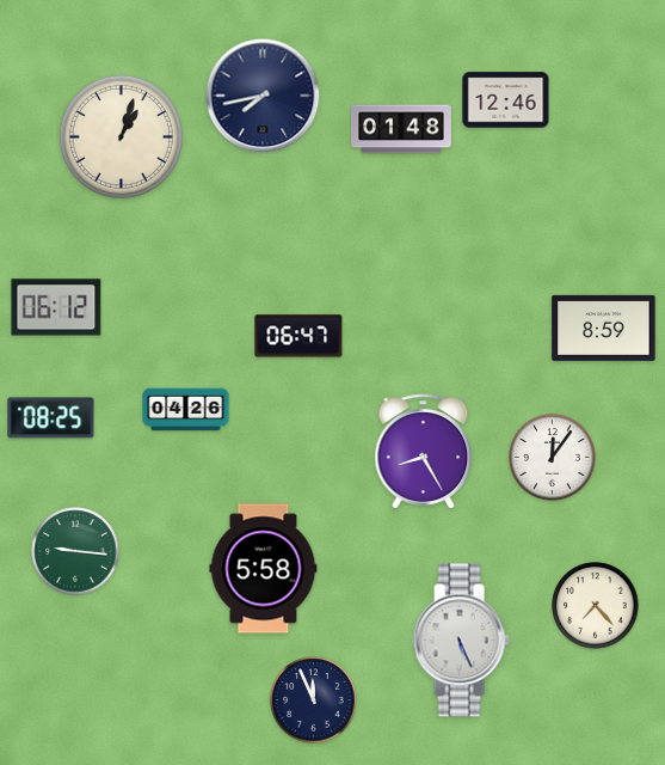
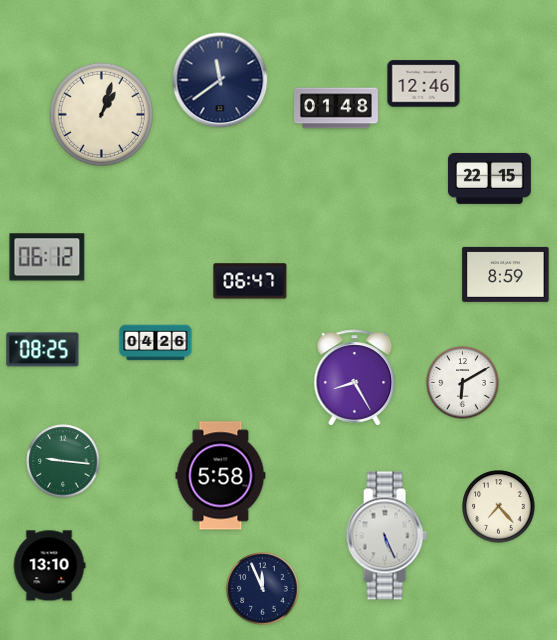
clock at (263, 96): 7:43 -> 11:39
clock at (489, 178): none -> 22:15
clock at (553, 458): 12:06 -> 6:10
clock at (49, 566): none -> 13:10
clock at (314, 700) position: (314, 700) -> (263, 589)
